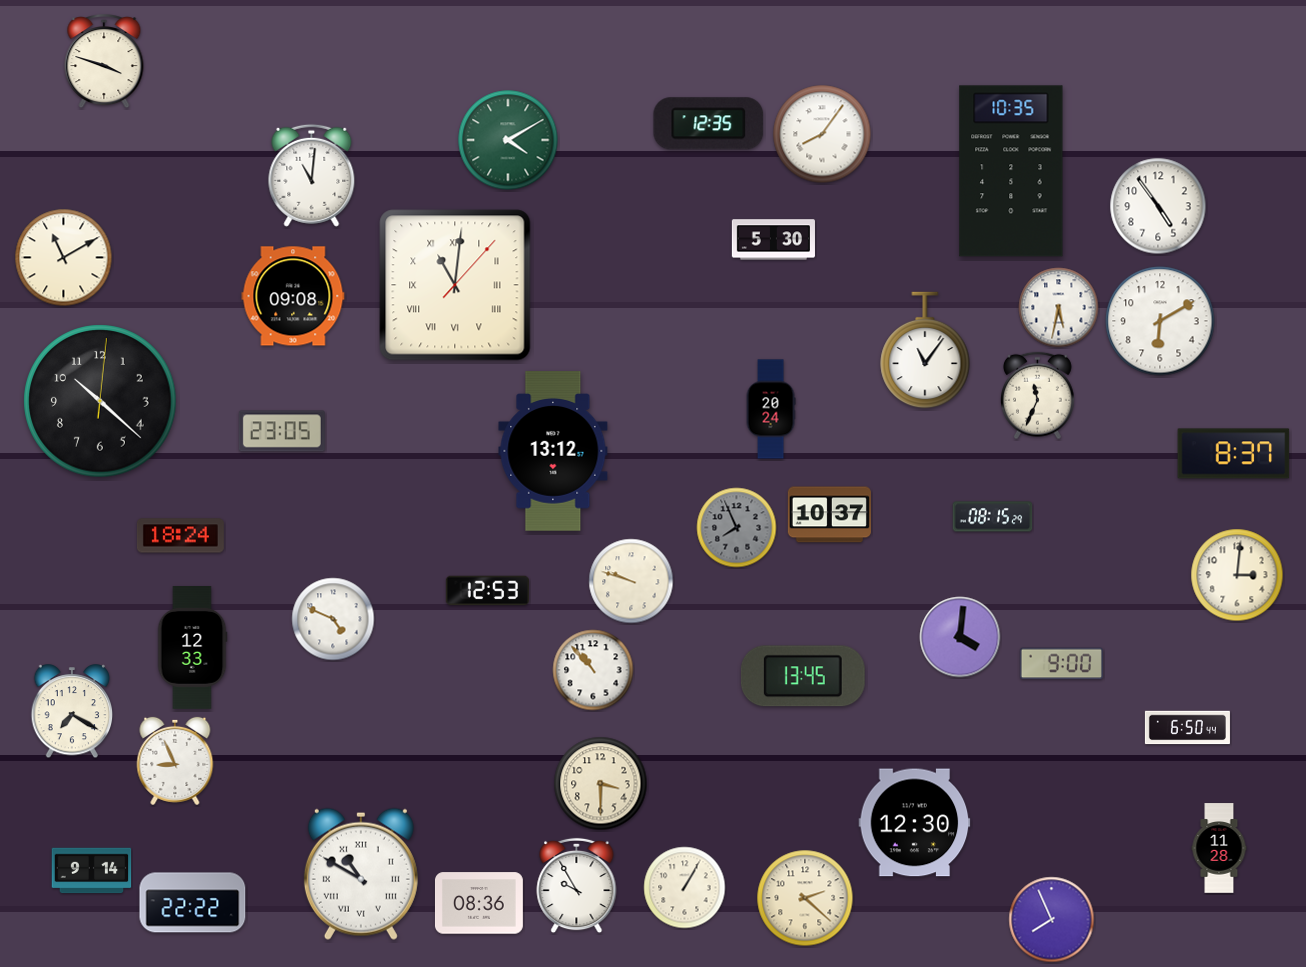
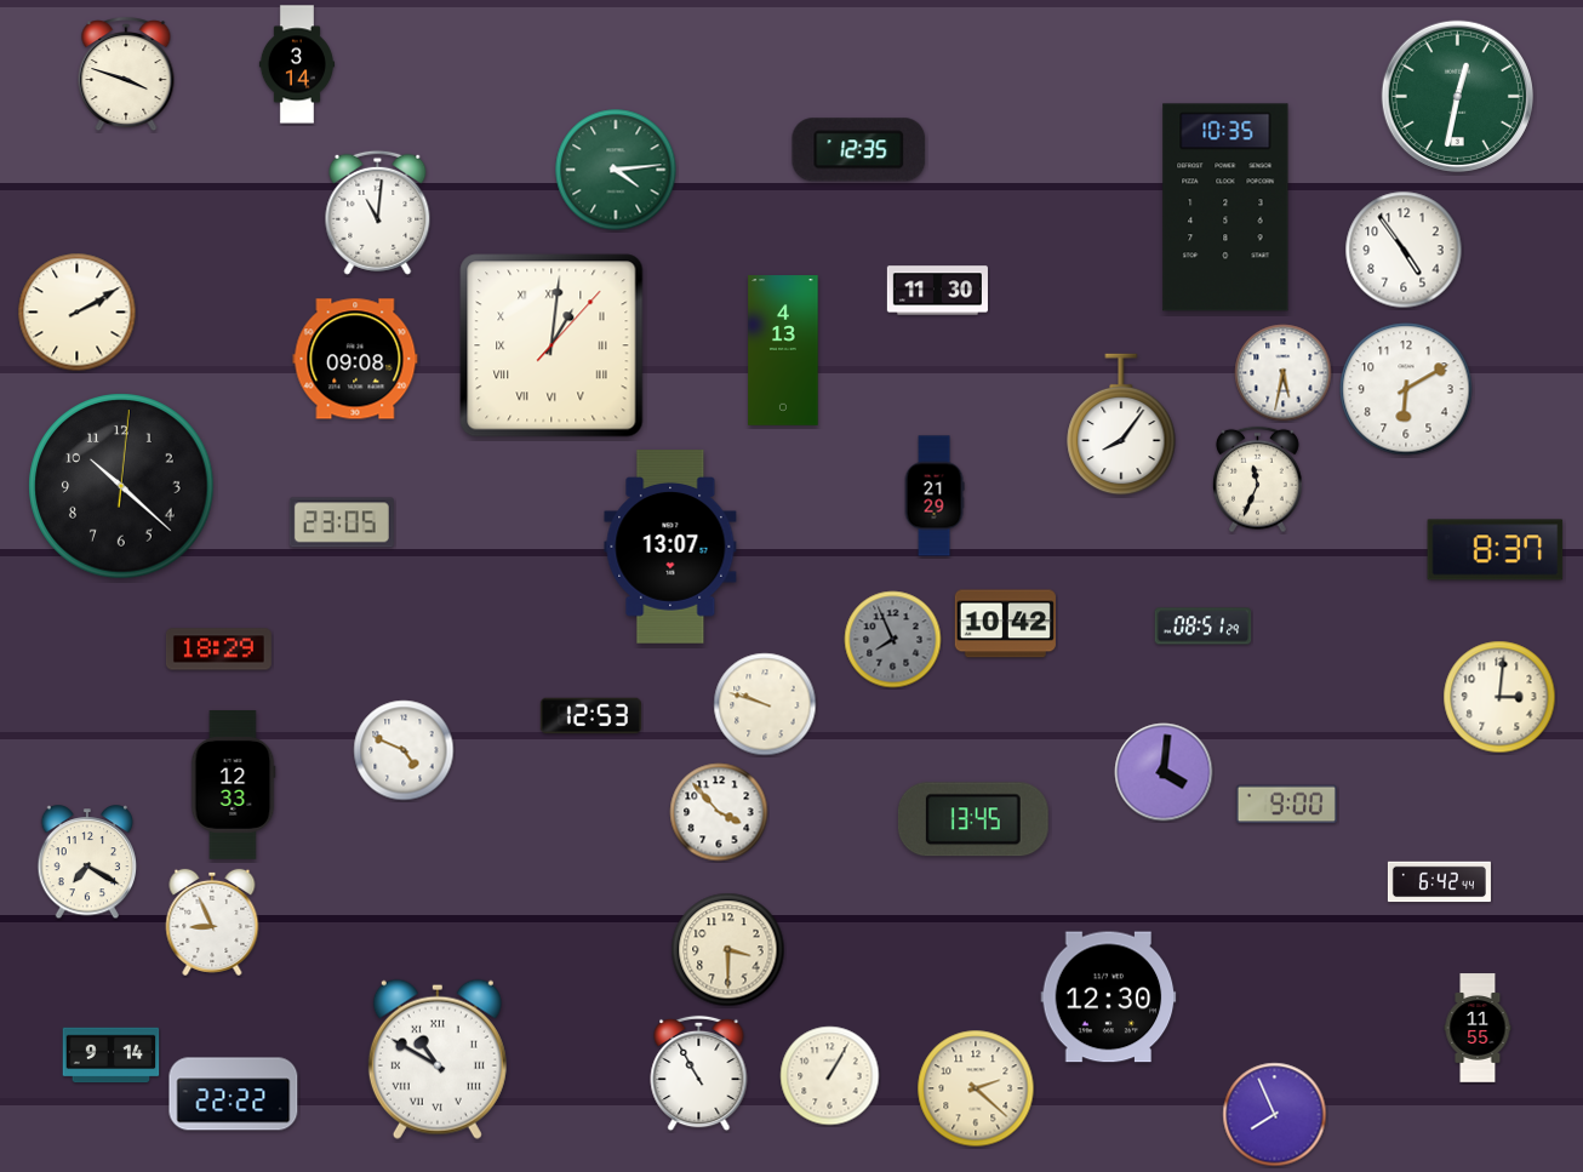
clock at (297, 64): none -> 3:14
clock at (1457, 96): none -> 12:32
clock at (822, 134): 8:06 -> none
clock at (508, 140): 4:10 -> 4:14
clock at (773, 240): 5:30 -> 11:30
clock at (64, 258): 11:10 -> 2:10
clock at (455, 285): 11:01 -> 1:01
clock at (783, 350): none -> 4:13
clock at (925, 350): 11:06 -> 8:06
clock at (771, 409): 20:24 -> 21:29
clock at (553, 451): 13:12 -> 13:07
clock at (829, 515): 10:37 -> 10:42
clock at (993, 517): 08:15 -> 08:51
clock at (180, 536): 18:24 -> 18:29
clock at (593, 670): 10:53 -> 3:53
clock at (1187, 728): 6:50 -> 6:42
clock at (1219, 848): 11:28 -> 11:55
clock at (577, 886): 9:55 -> 10:55
clock at (479, 903): 08:36 -> none
